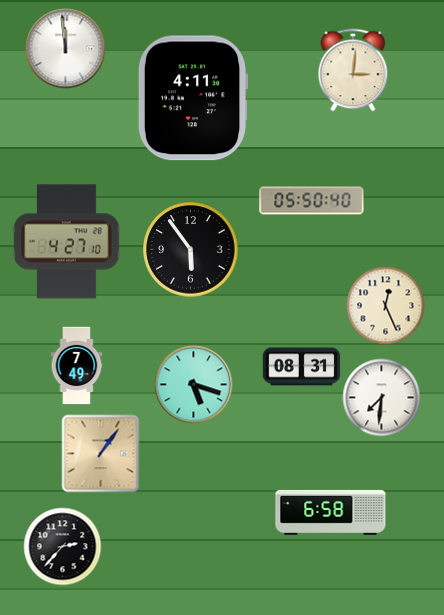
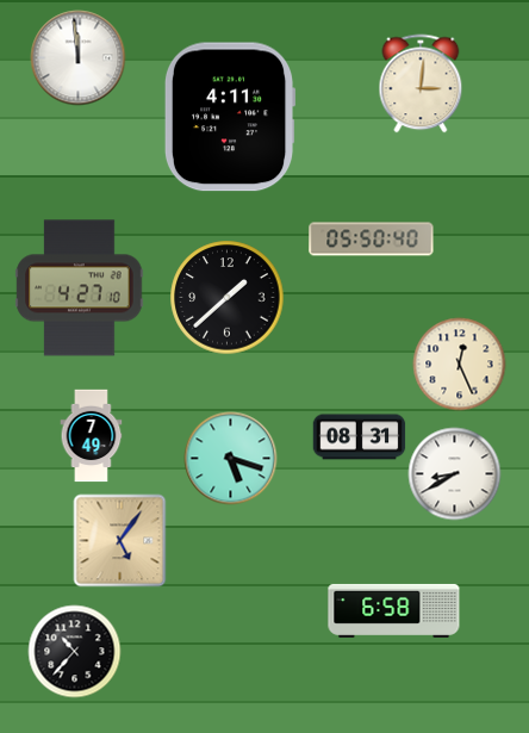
clock at (190, 249): 5:54 -> 1:38
clock at (381, 397): 7:31 -> 8:40
clock at (100, 453): 1:06 -> 5:06
clock at (62, 546): 2:37 -> 10:37
